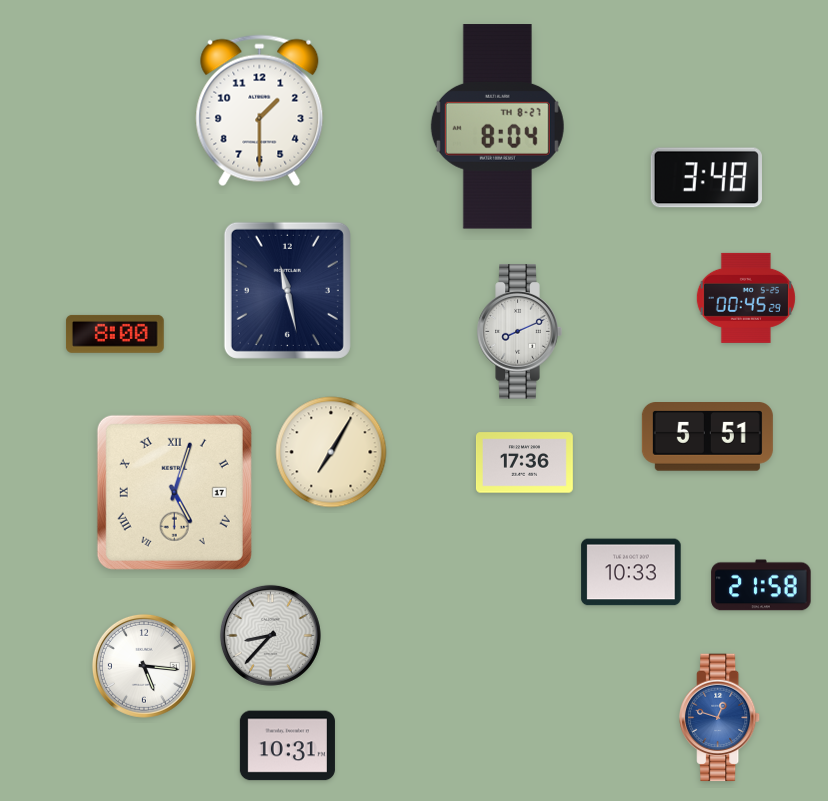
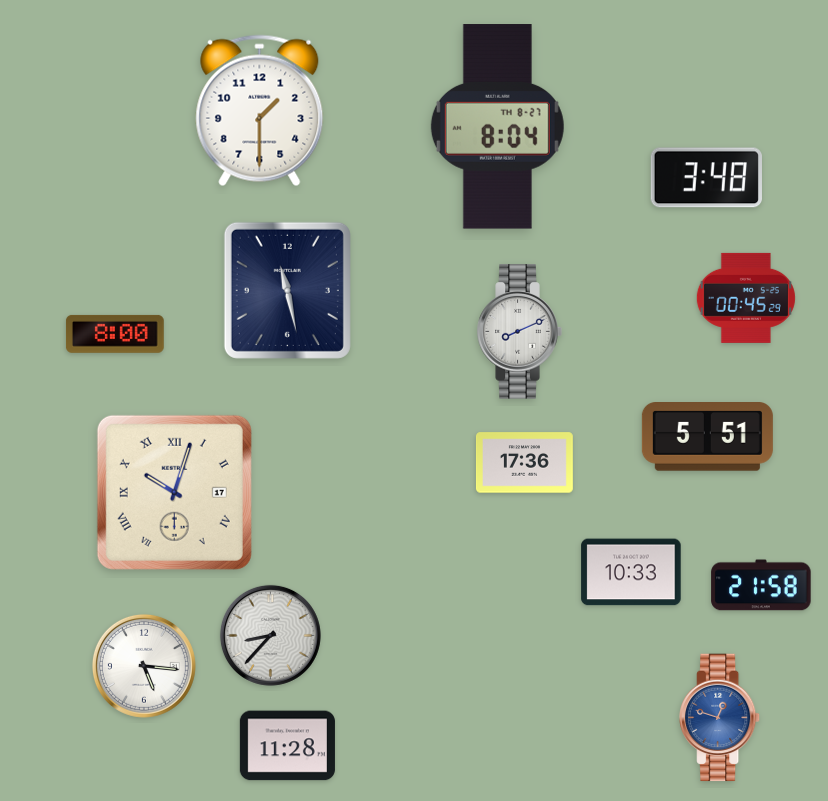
clock at (331, 452): 7:05 -> none
clock at (174, 492): 5:03 -> 10:03
clock at (287, 746): 10:31 -> 11:28
